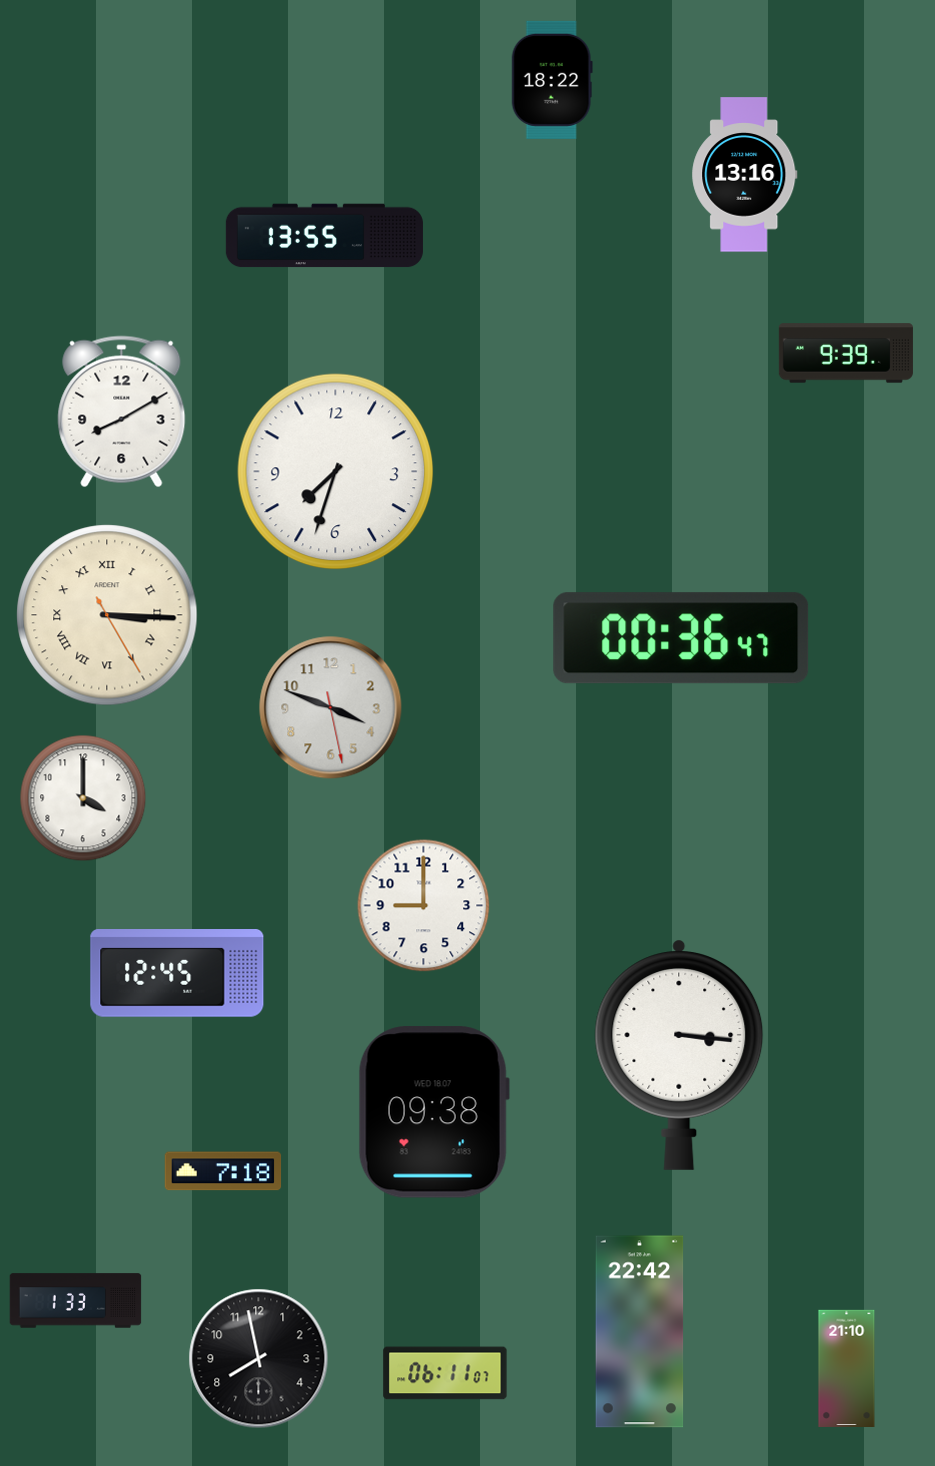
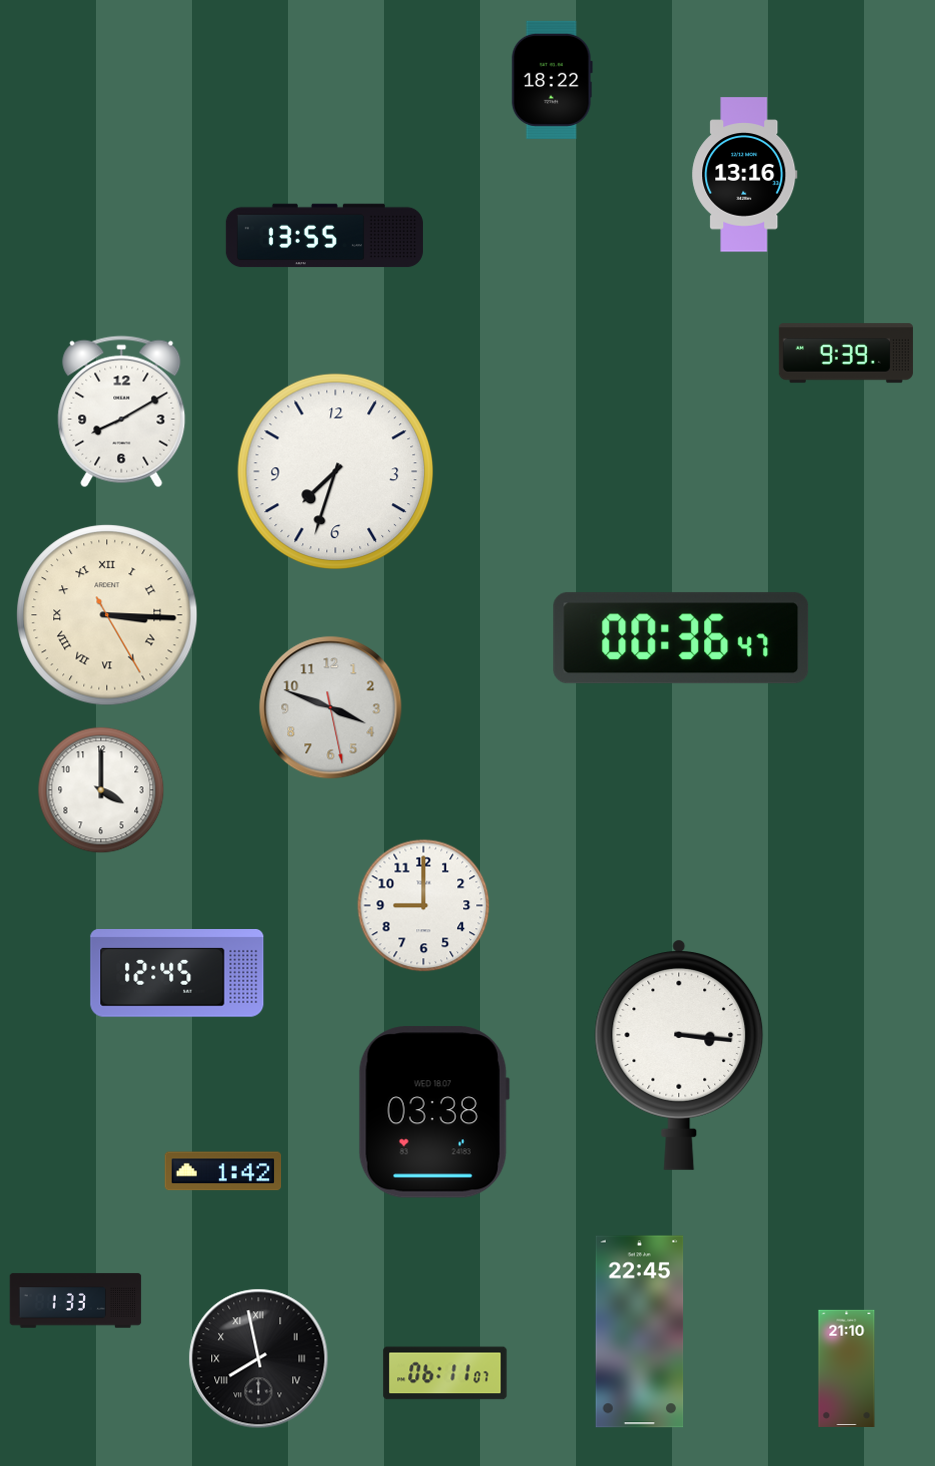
clock at (83, 798) position: (83, 798) -> (101, 790)
clock at (434, 1112): 09:38 -> 03:38
clock at (223, 1171): 7:18 -> 1:42
clock at (640, 1332): 22:42 -> 22:45
clock at (259, 1359) numerals: Arabic -> Roman
